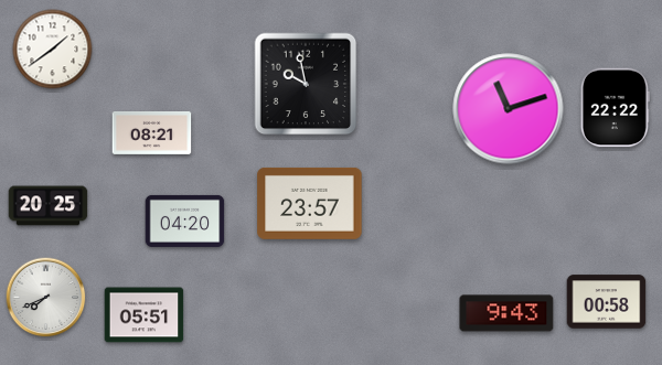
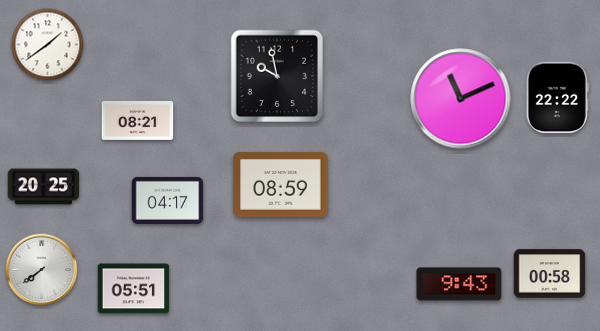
clock at (509, 109): 11:12 -> 11:11
clock at (310, 203): 23:57 -> 08:59
clock at (185, 221): 04:20 -> 04:17
clock at (46, 298): 7:41 -> 7:39
clock at (145, 315) position: (145, 315) -> (134, 289)
